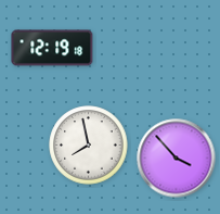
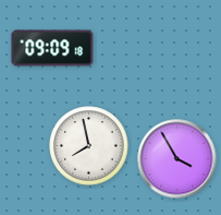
clock at (52, 48): 12:19 -> 09:09
clock at (177, 159): 3:53 -> 3:55
